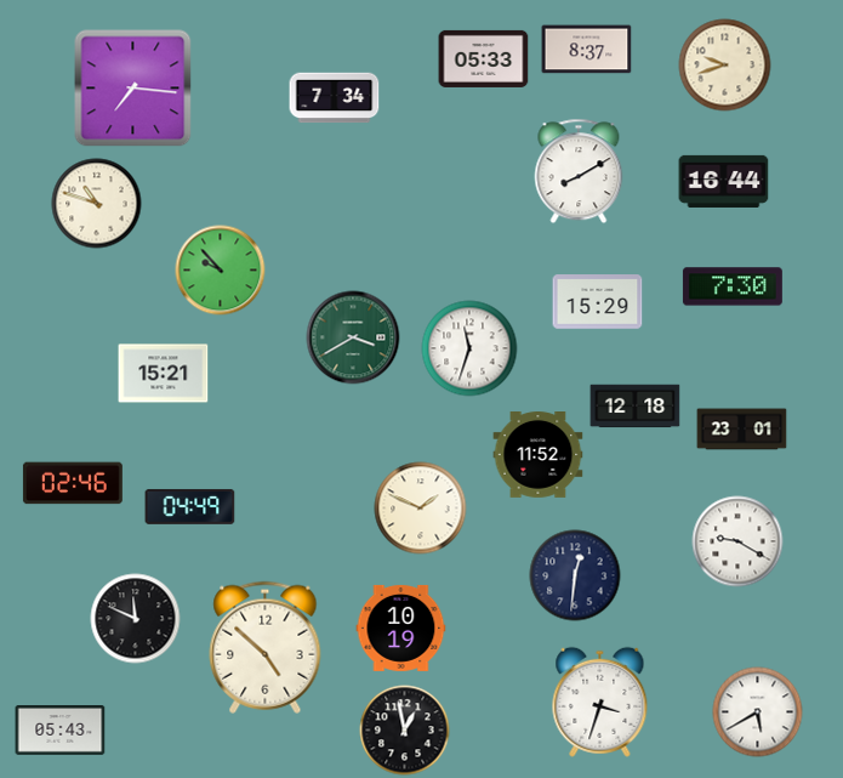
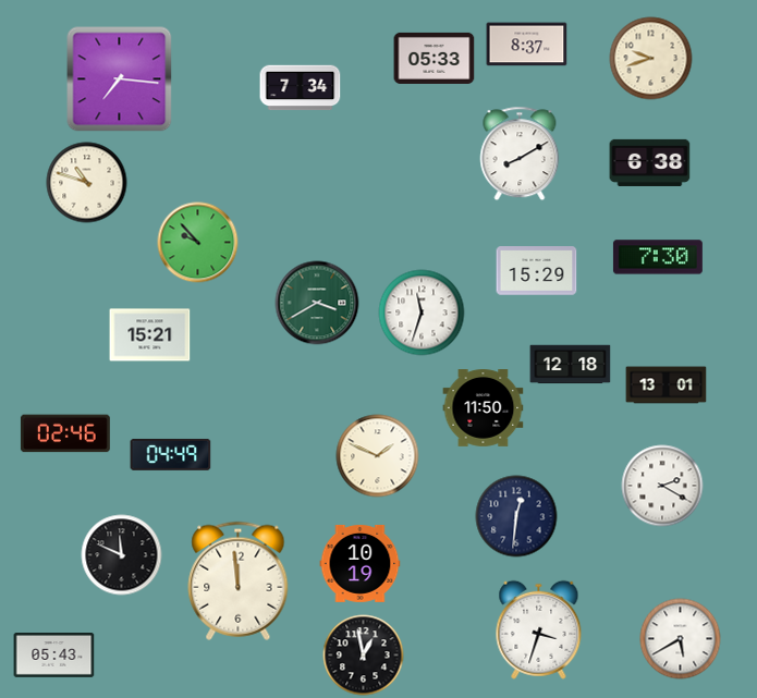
clock at (484, 58) position: (484, 58) -> (435, 58)
clock at (724, 181): 16:44 -> 6:38
clock at (164, 374) position: (164, 374) -> (150, 335)
clock at (742, 430): 23:01 -> 13:01
clock at (539, 455): 11:52 -> 11:50
clock at (737, 541): 9:20 -> 2:20
clock at (266, 647): 4:52 -> 11:59
